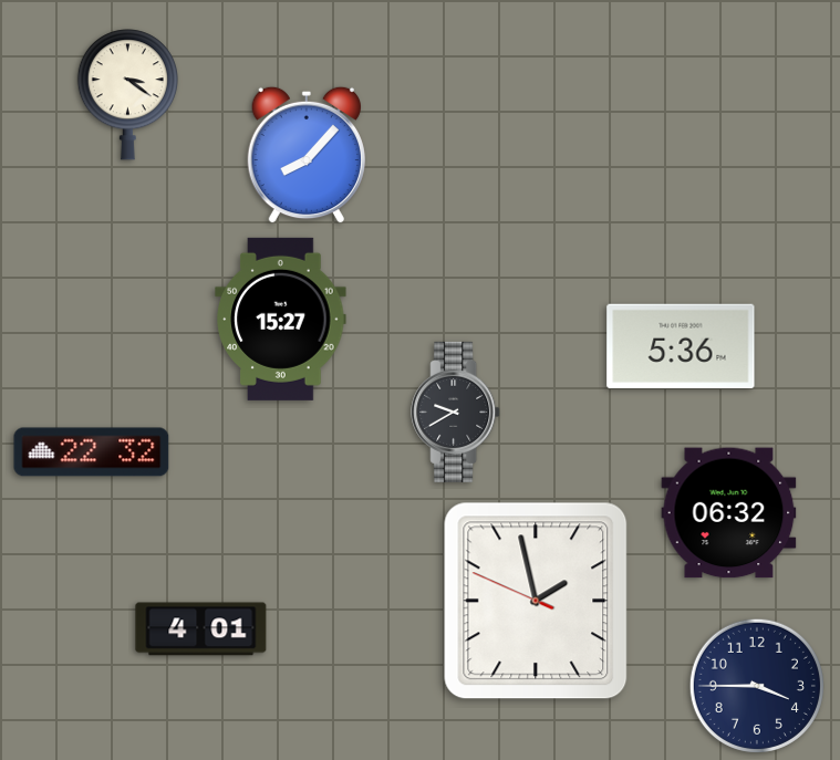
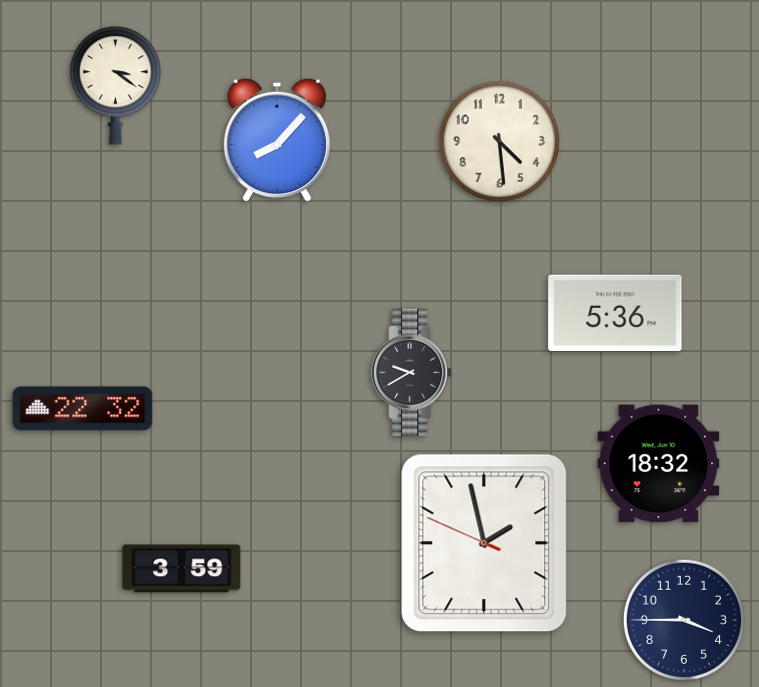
clock at (499, 141): none -> 4:29
clock at (281, 319): 15:27 -> none
clock at (729, 513): 06:32 -> 18:32
clock at (201, 629): 4:01 -> 3:59
